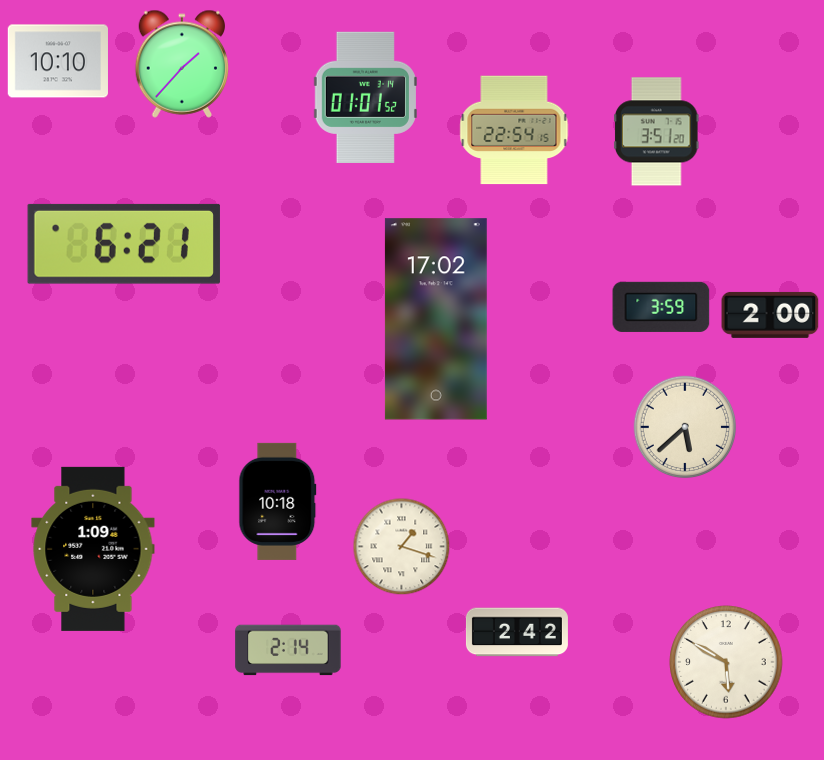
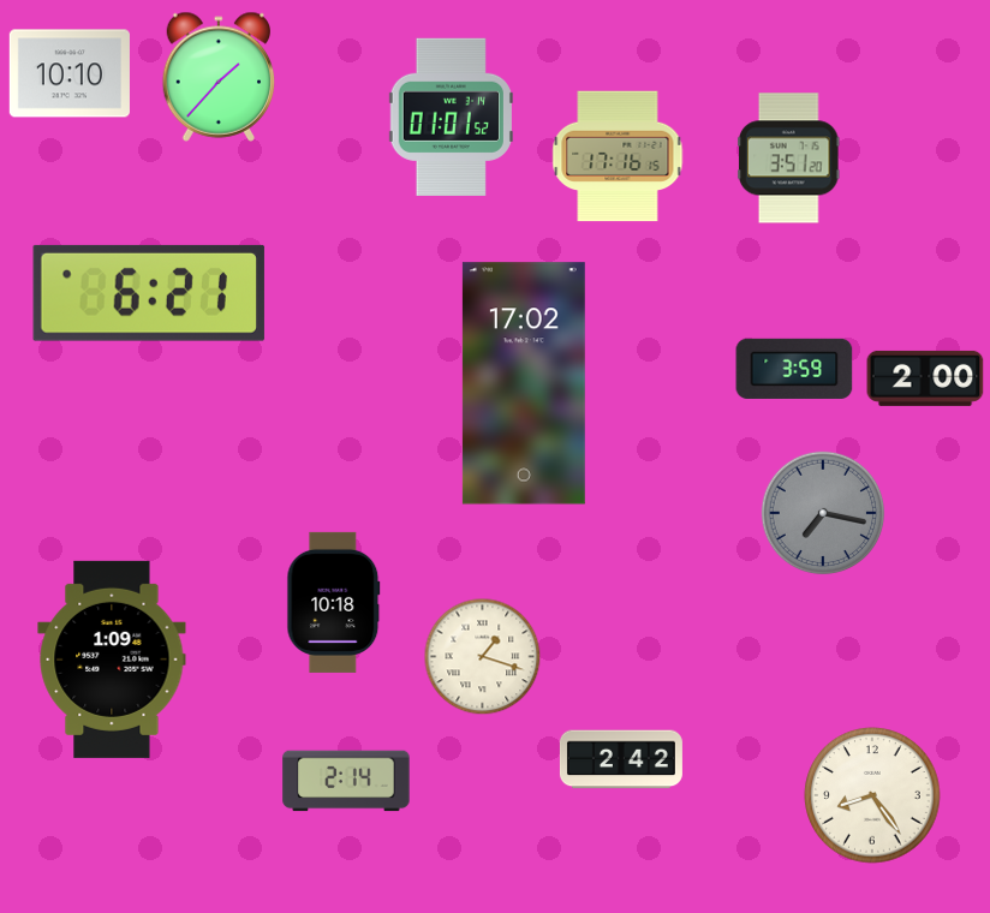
clock at (365, 97) position: (365, 97) -> (451, 117)
clock at (514, 130): 22:54 -> 17:16
clock at (685, 427): 5:38 -> 7:17
clock at (685, 427) dial: cream -> grey
clock at (726, 662): 5:50 -> 8:24
